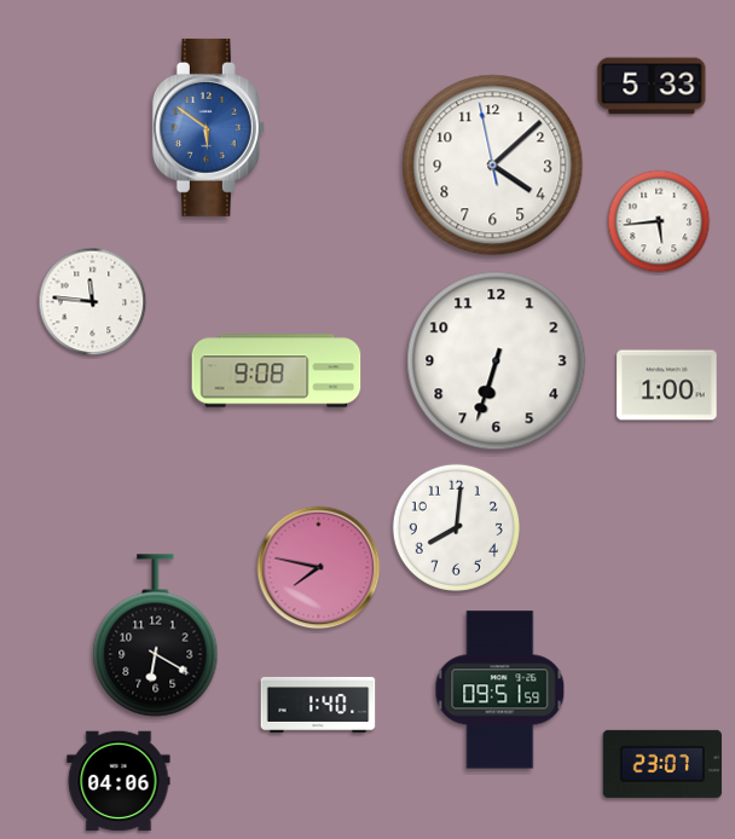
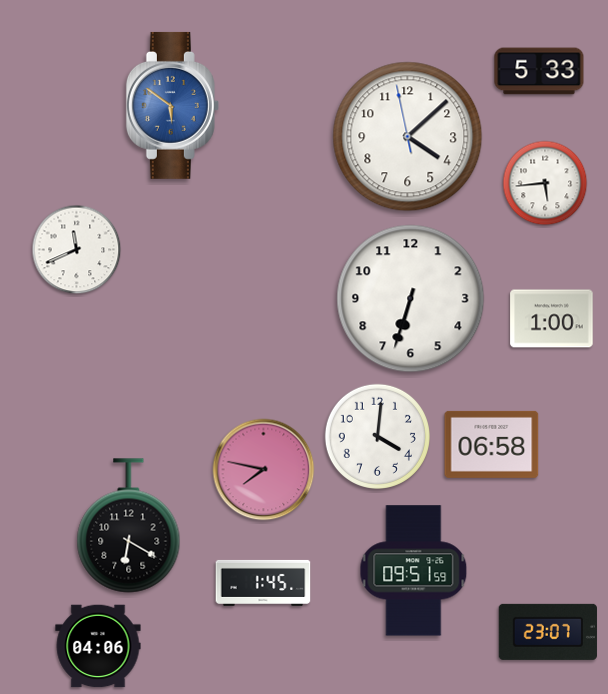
clock at (93, 302): 11:46 -> 11:41
clock at (277, 371): 9:08 -> none
clock at (456, 527): 8:01 -> 4:01
clock at (492, 444): none -> 06:58
clock at (318, 705): 1:40 -> 1:45
